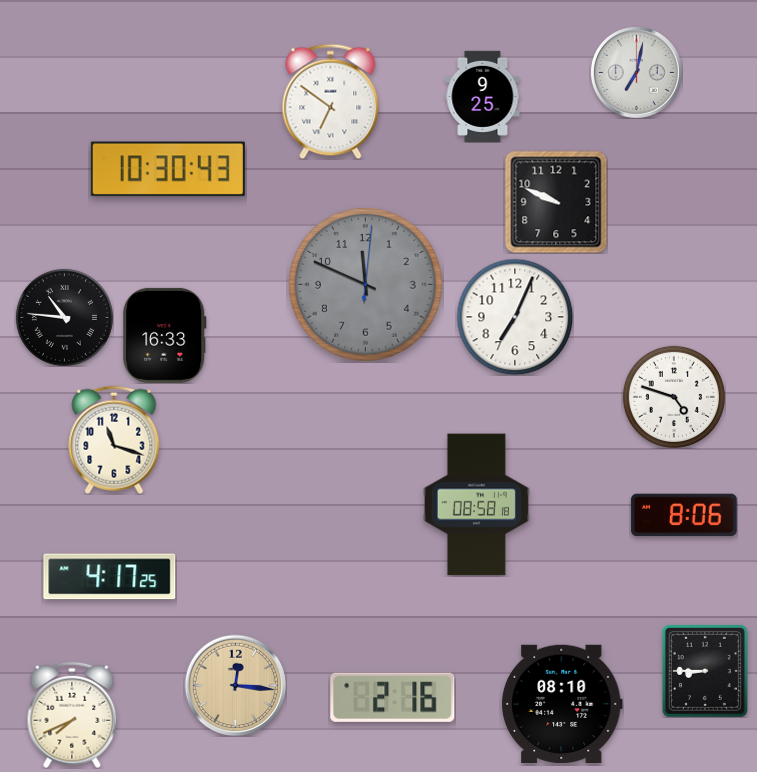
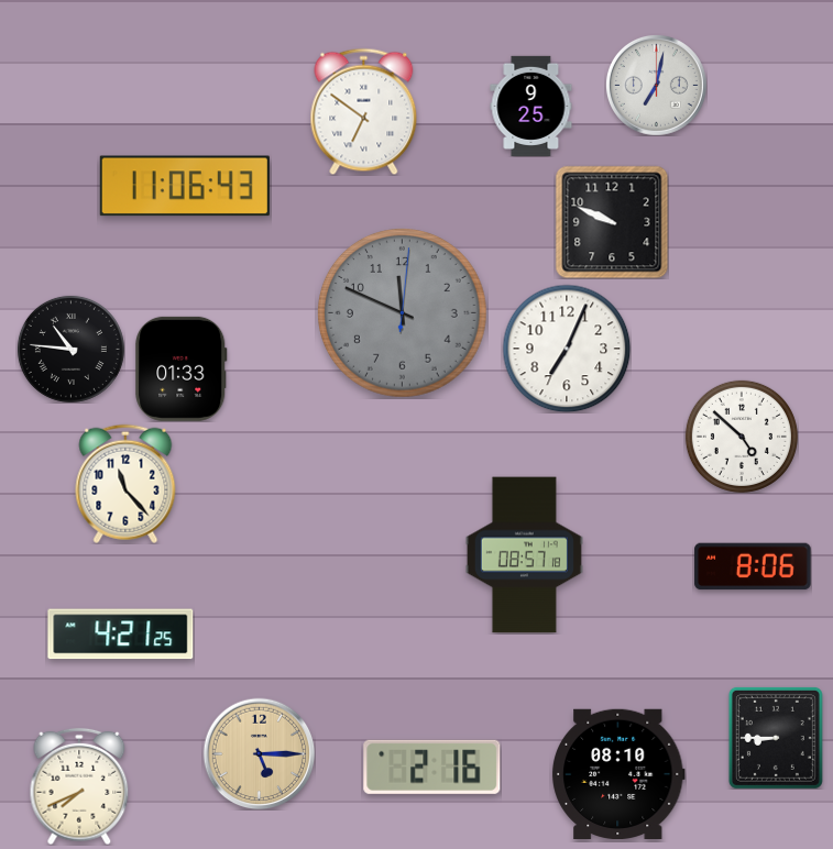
clock at (636, 72) position: (636, 72) -> (656, 85)
clock at (168, 169): 10:30 -> 11:06
clock at (165, 335): 16:33 -> 01:33
clock at (674, 397): 4:48 -> 4:52
clock at (114, 440): 11:18 -> 11:23
clock at (476, 505): 08:58 -> 08:57
clock at (110, 577): 4:17 -> 4:21
clock at (235, 685): 12:16 -> 5:15
